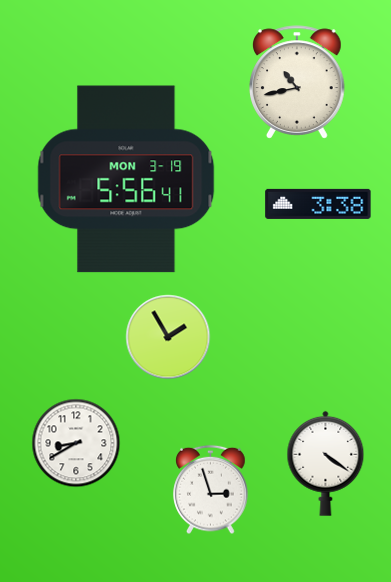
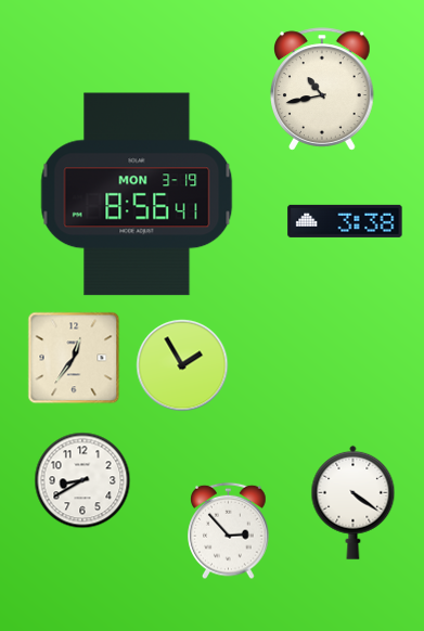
clock at (126, 179): 5:56 -> 8:56
clock at (74, 358): none -> 12:36
clock at (211, 490): 2:57 -> 2:53
